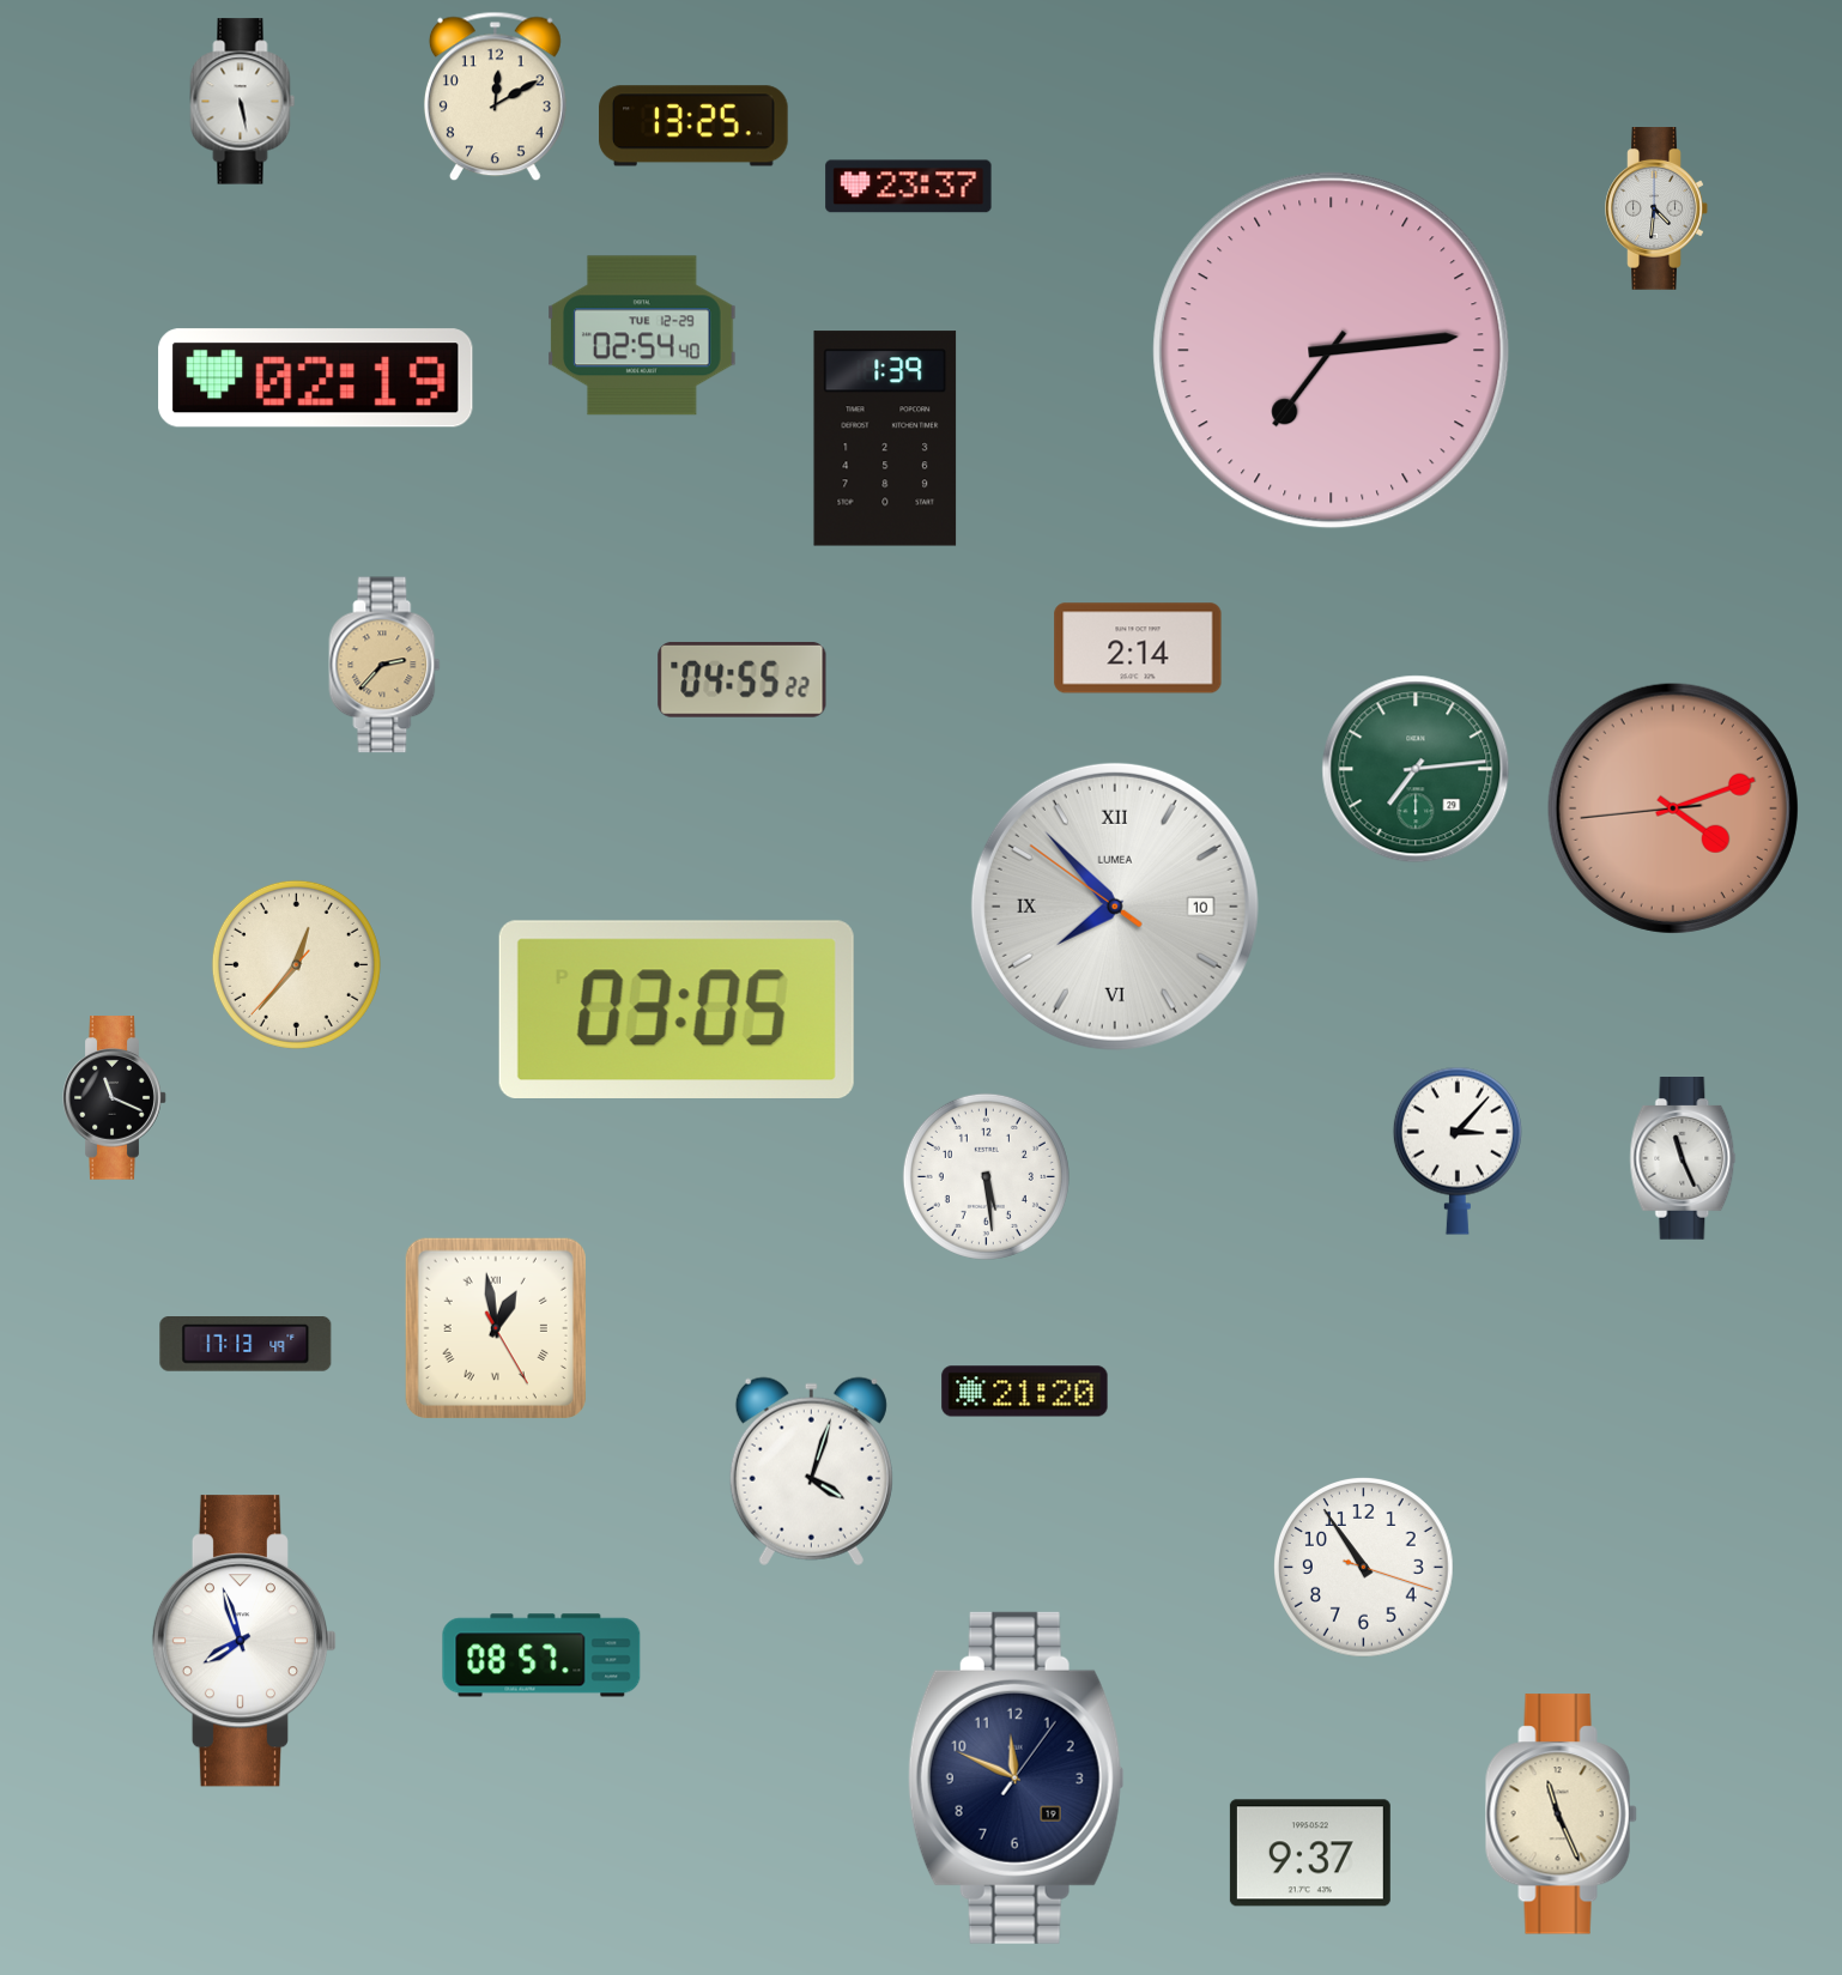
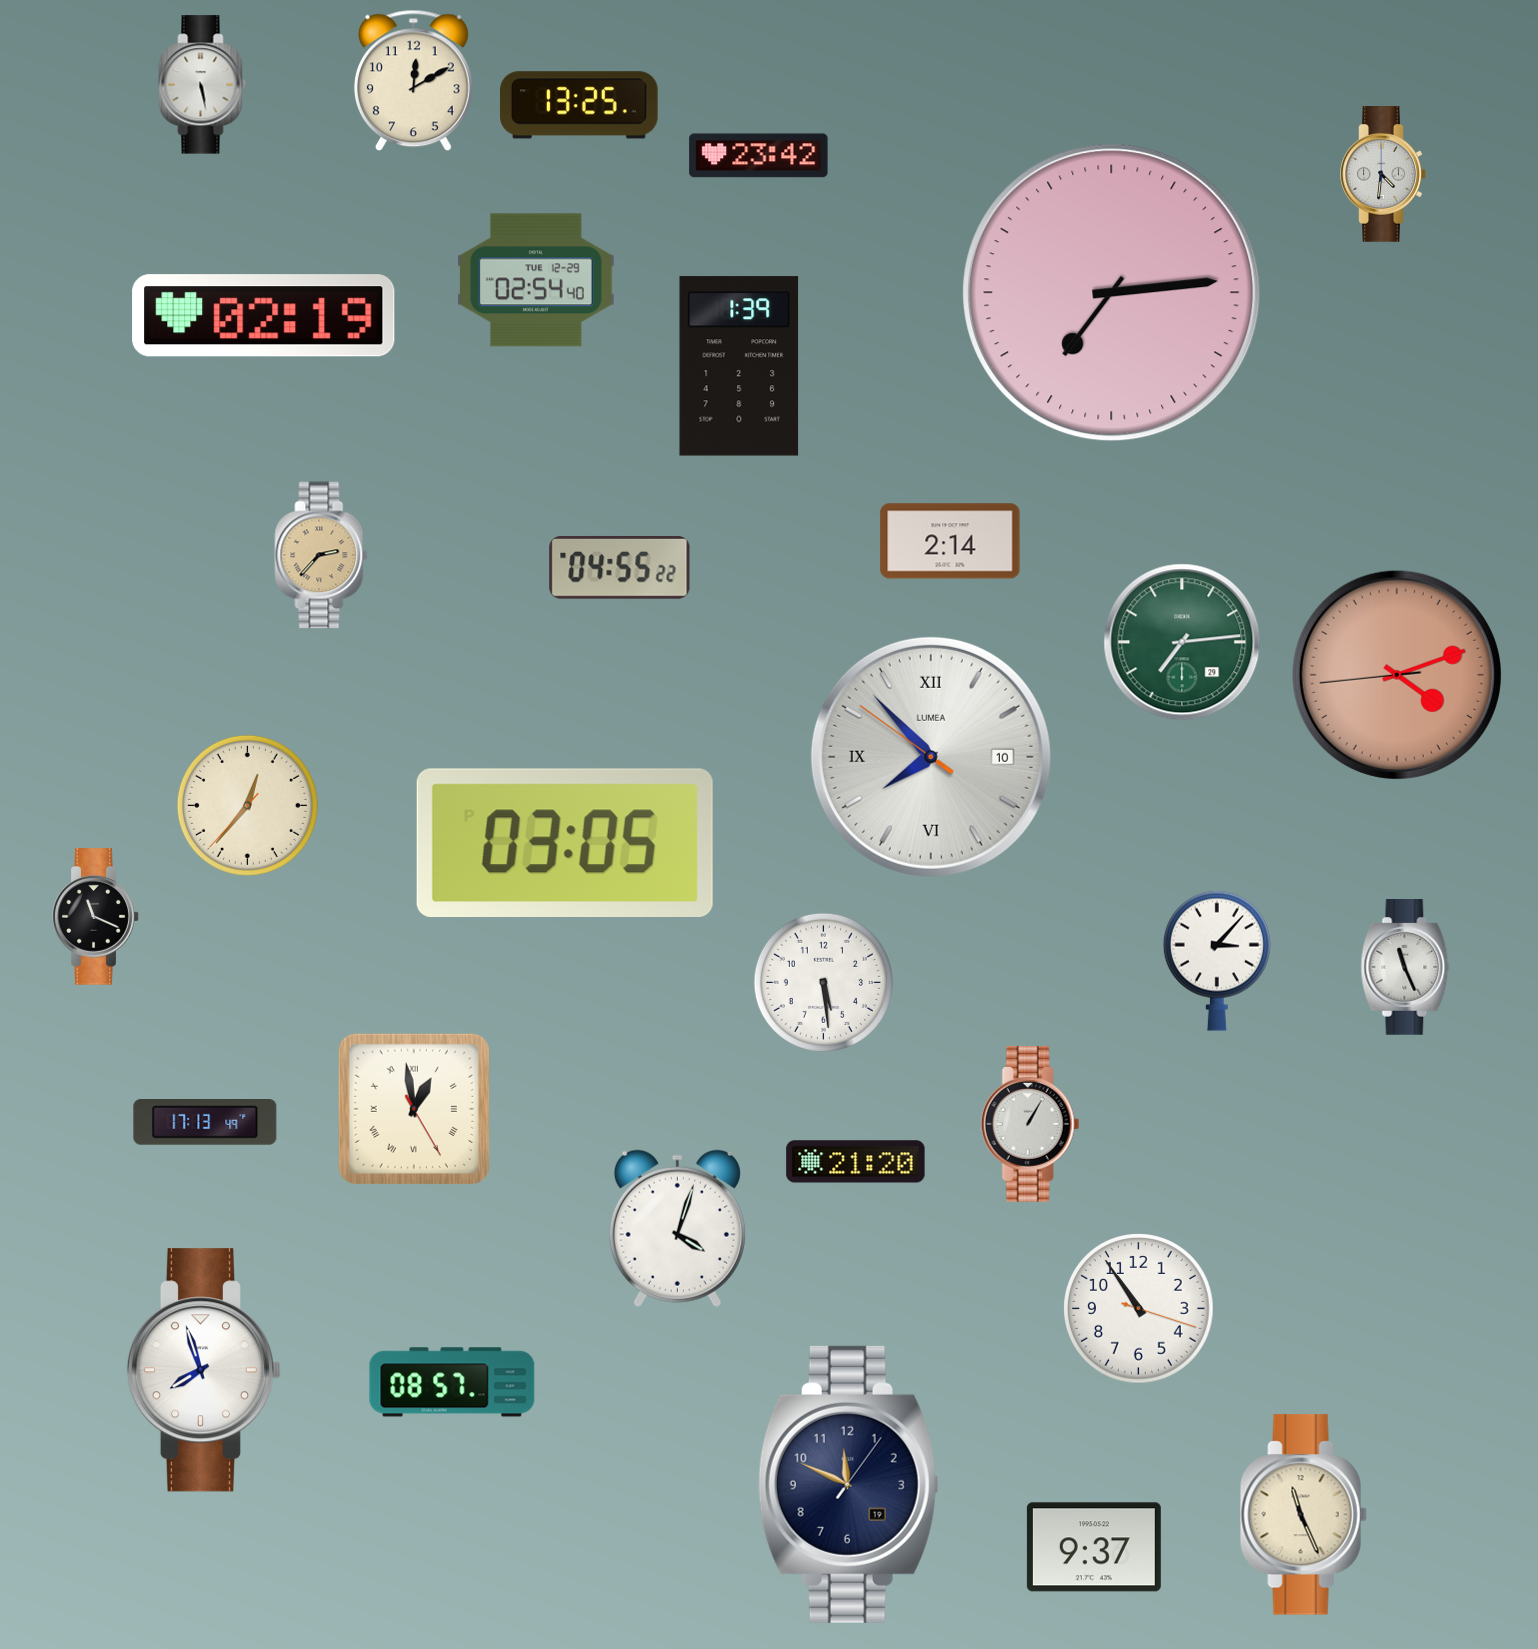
clock at (909, 187): 23:37 -> 23:42
clock at (1030, 1124): none -> 1:05
